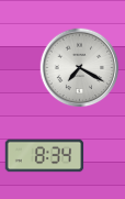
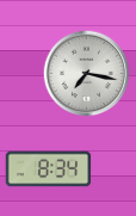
clock at (80, 68): 7:20 -> 7:17
